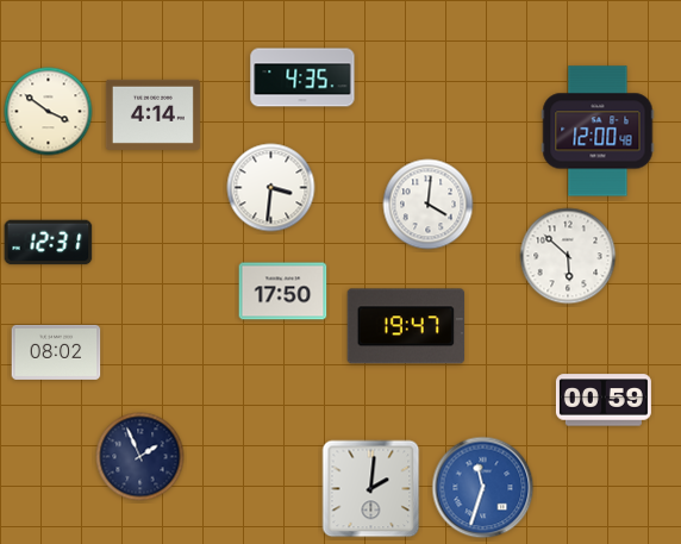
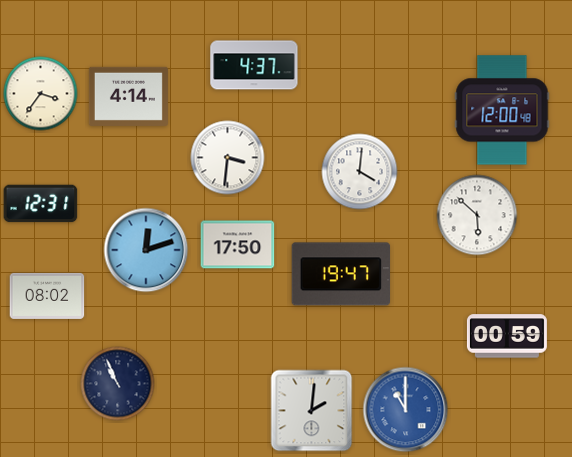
clock at (302, 77): 4:35 -> 4:37
clock at (49, 112): 3:51 -> 3:36
clock at (146, 250): none -> 12:12
clock at (140, 457): 1:56 -> 10:56
clock at (483, 488): 11:33 -> 11:00
